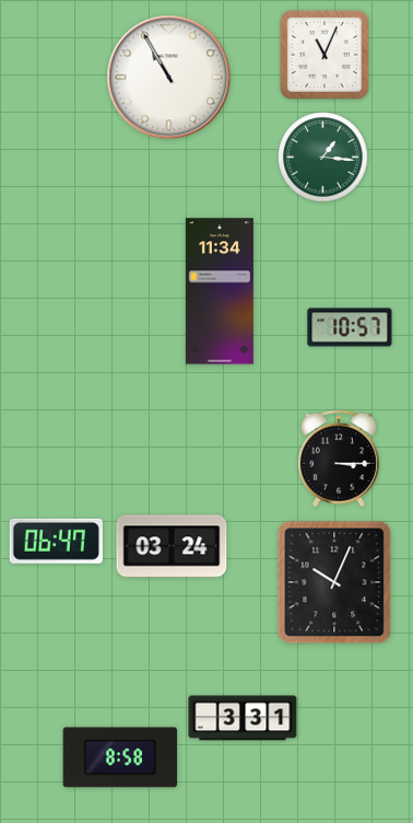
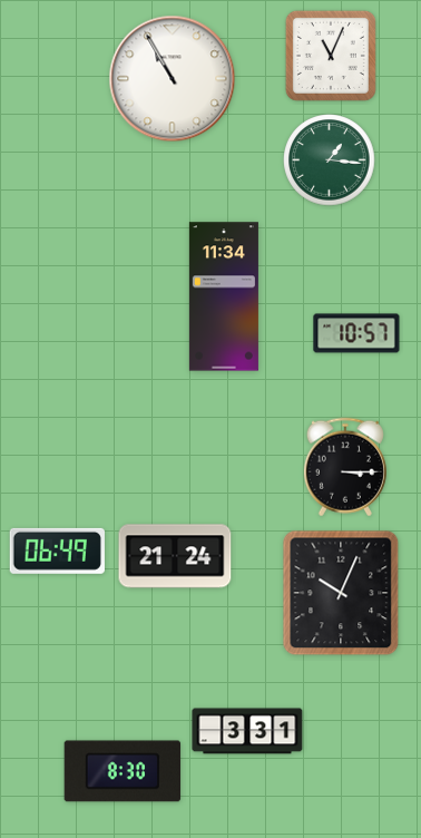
clock at (56, 541): 06:47 -> 06:49
clock at (172, 546): 03:24 -> 21:24
clock at (120, 757): 8:58 -> 8:30
